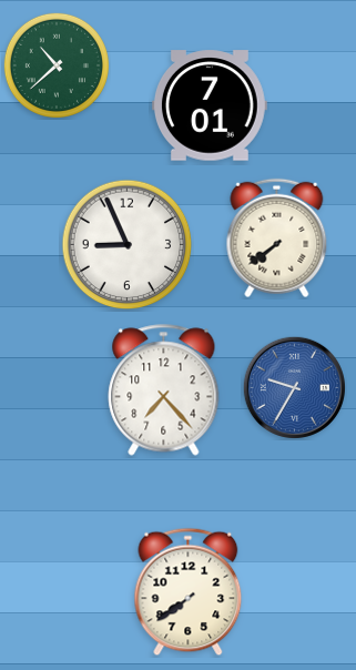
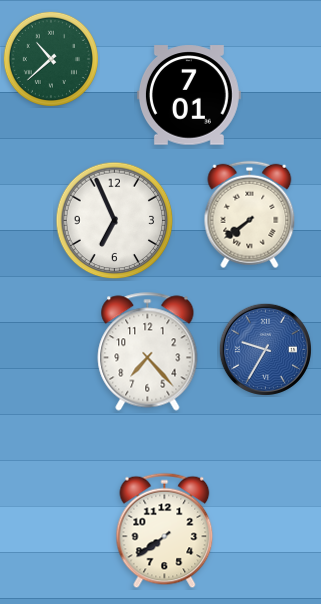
clock at (128, 245): 8:56 -> 6:56
clock at (189, 592) position: (189, 592) -> (165, 531)
